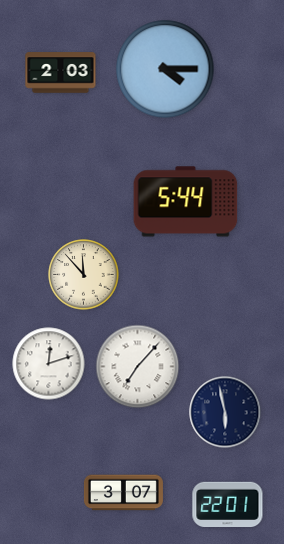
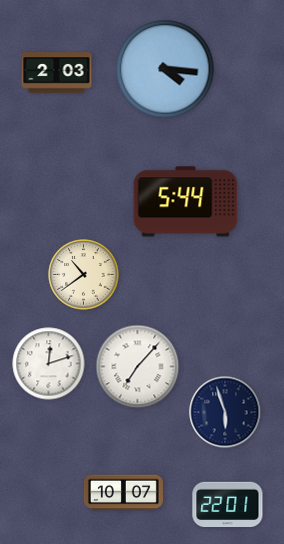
clock at (165, 69): 4:15 -> 4:16
clock at (61, 73) position: (61, 73) -> (57, 73)
clock at (84, 275): 11:53 -> 10:39
clock at (225, 412): 5:58 -> 5:57
clock at (123, 493): 3:07 -> 10:07
